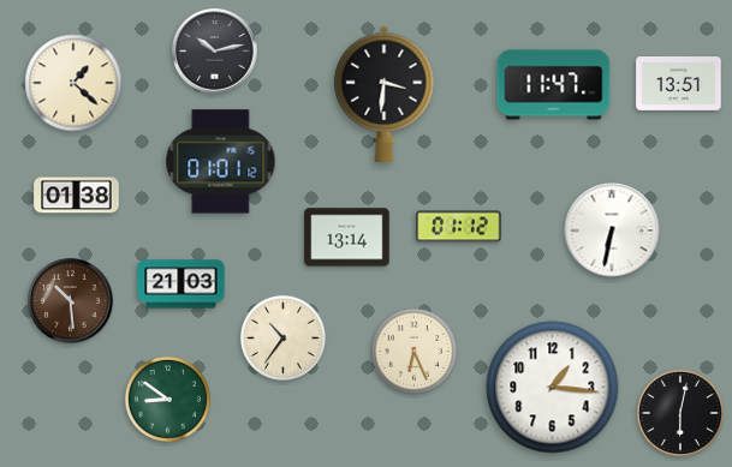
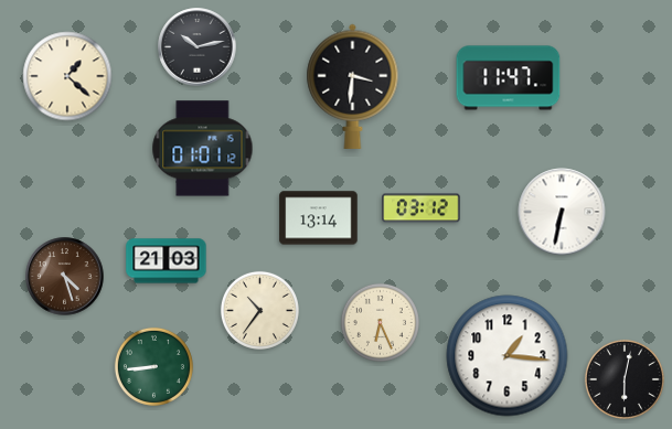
clock at (679, 84): 13:51 -> none
clock at (77, 196): 01:38 -> none
clock at (459, 227): 01:12 -> 03:12
clock at (71, 301): 10:29 -> 4:27
clock at (167, 399): 8:51 -> 8:44
